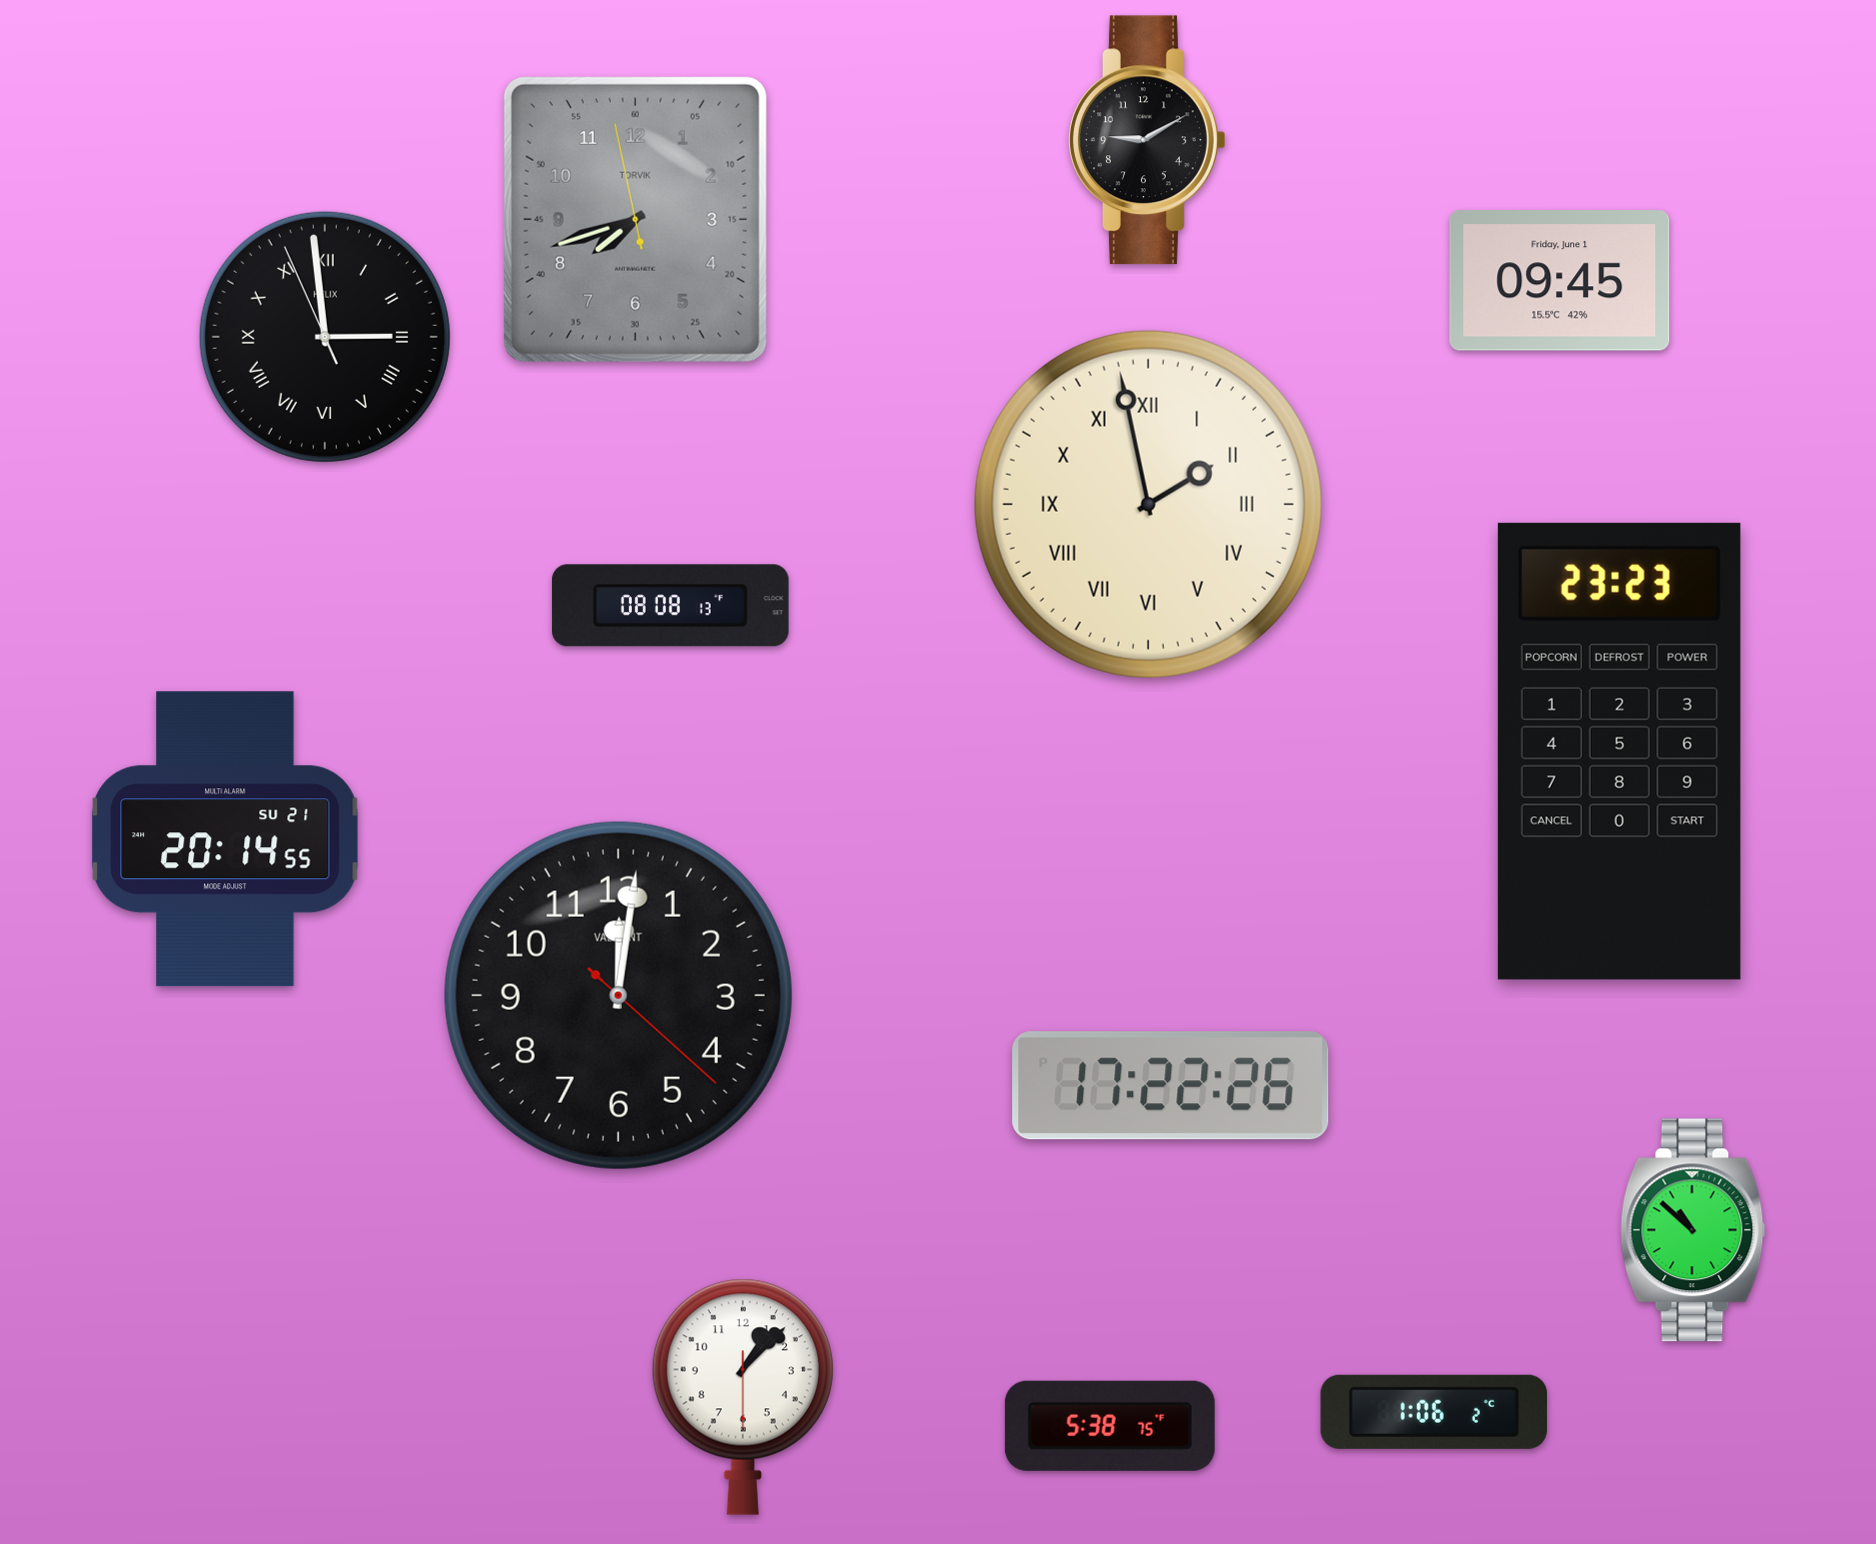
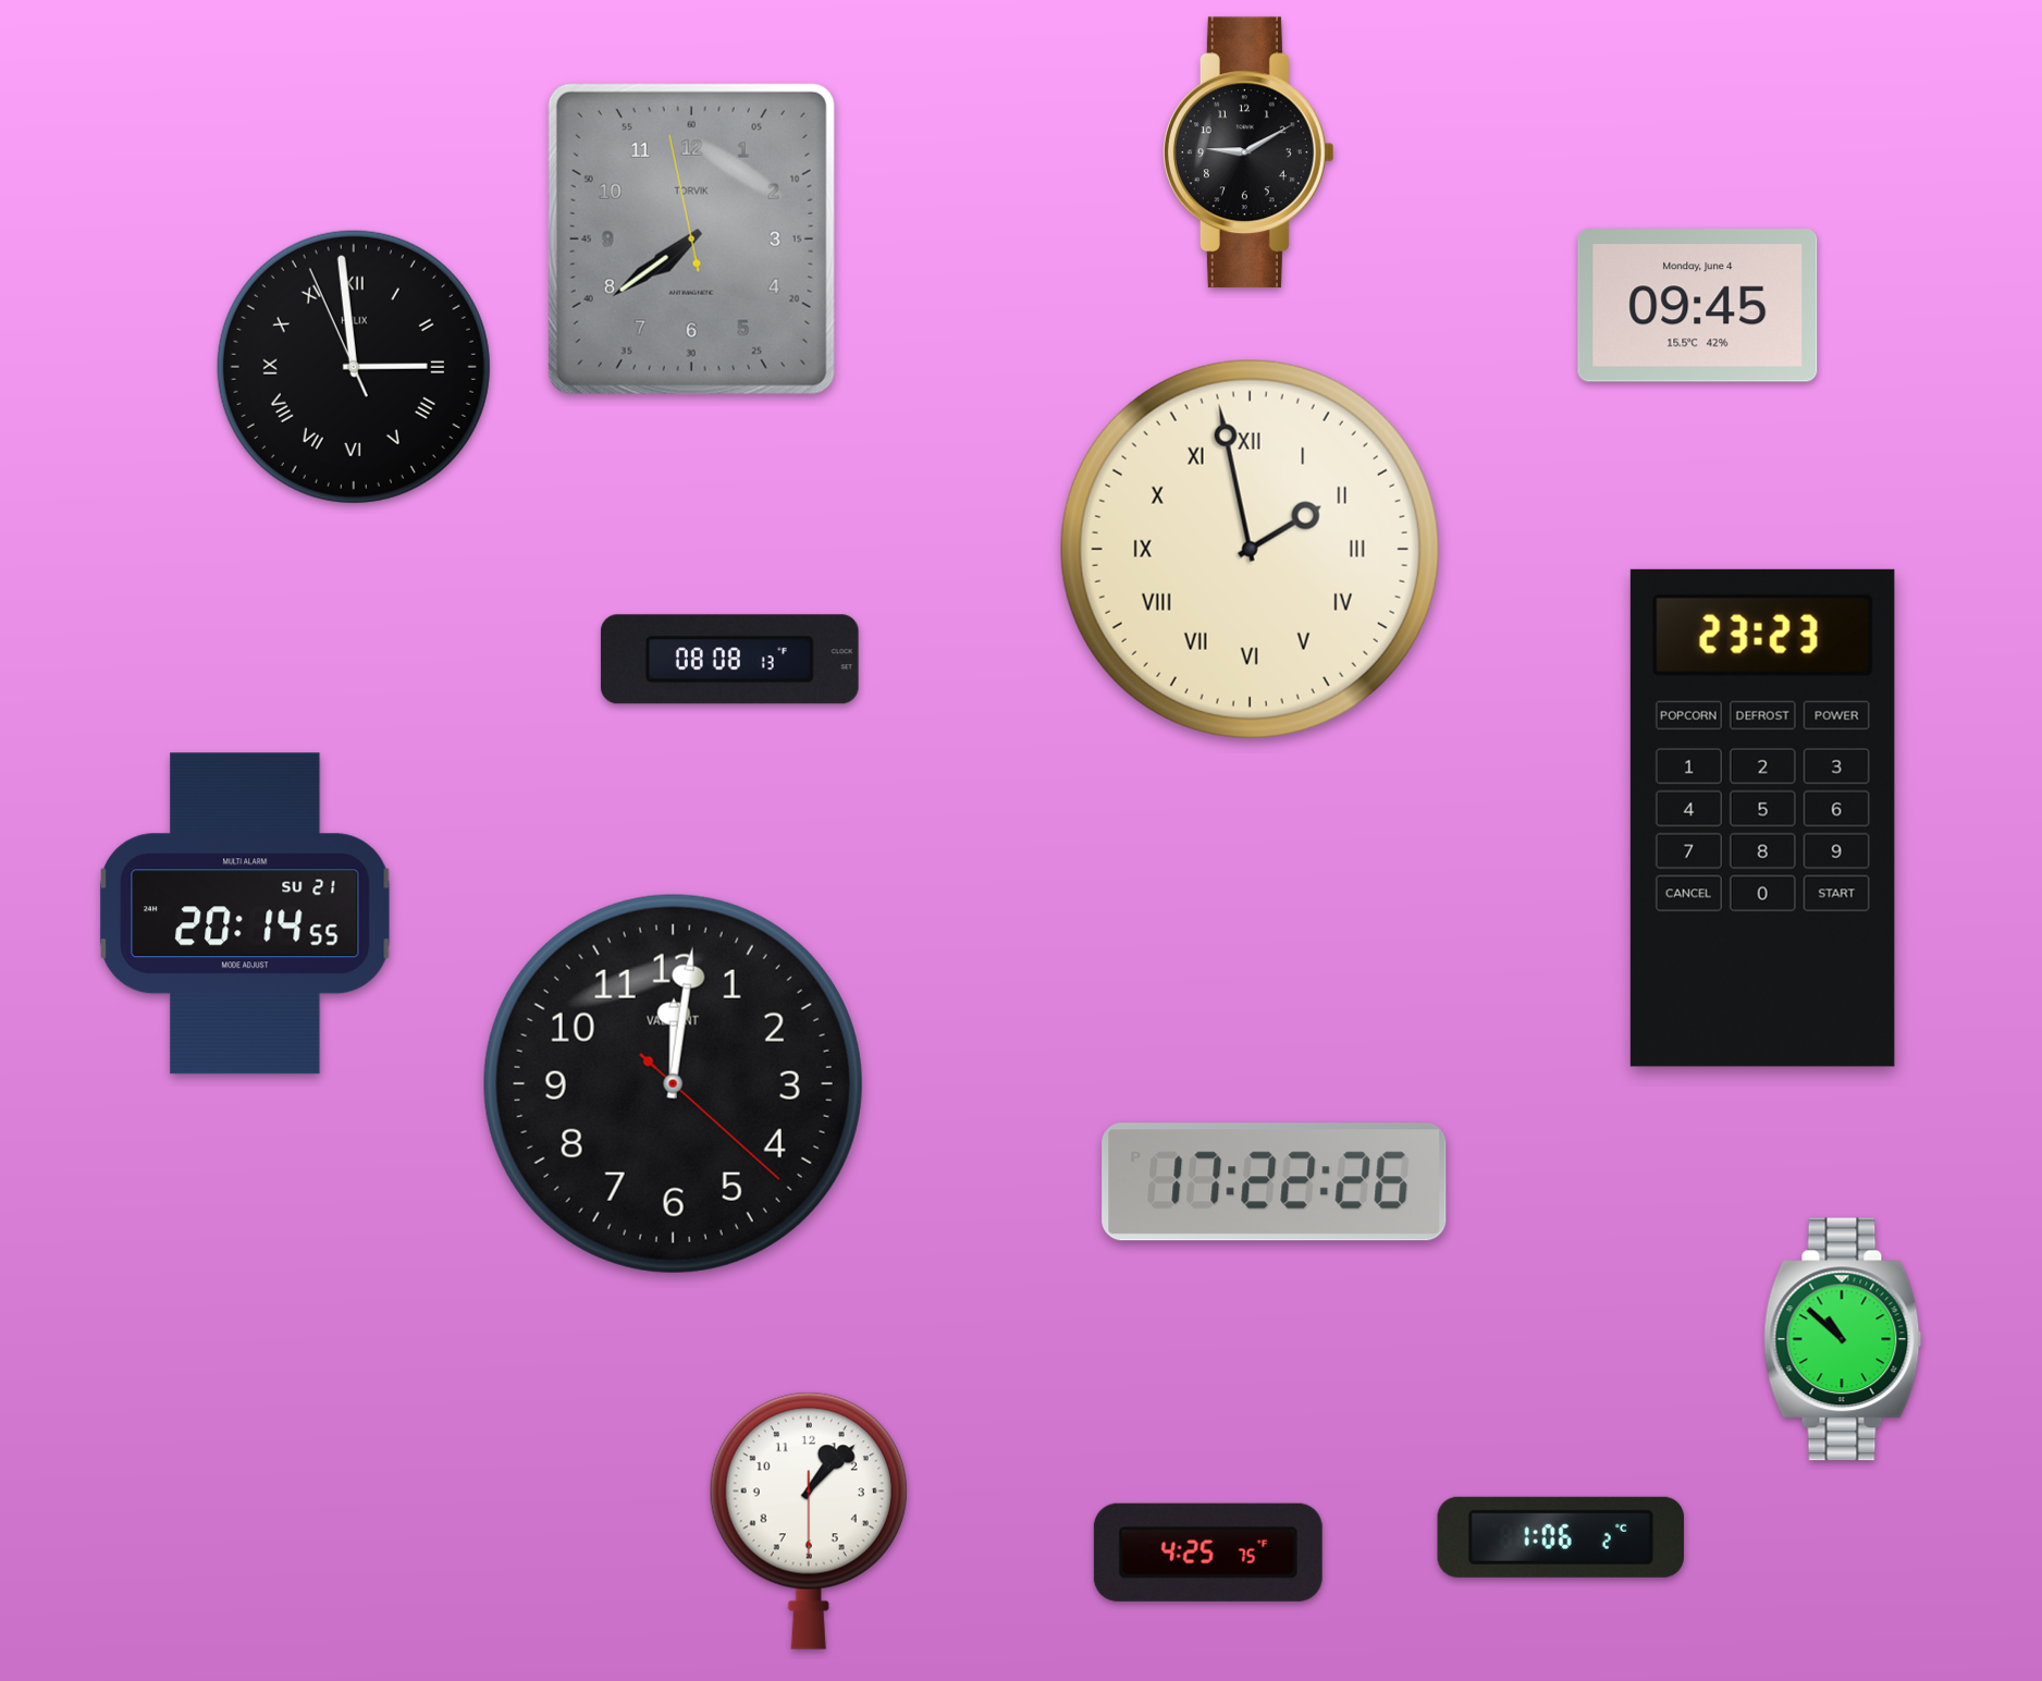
clock at (635, 219): 7:41 -> 7:38
clock at (1560, 281) date: Friday, June 1 -> Monday, June 4
clock at (1110, 1426): 5:38 -> 4:25
